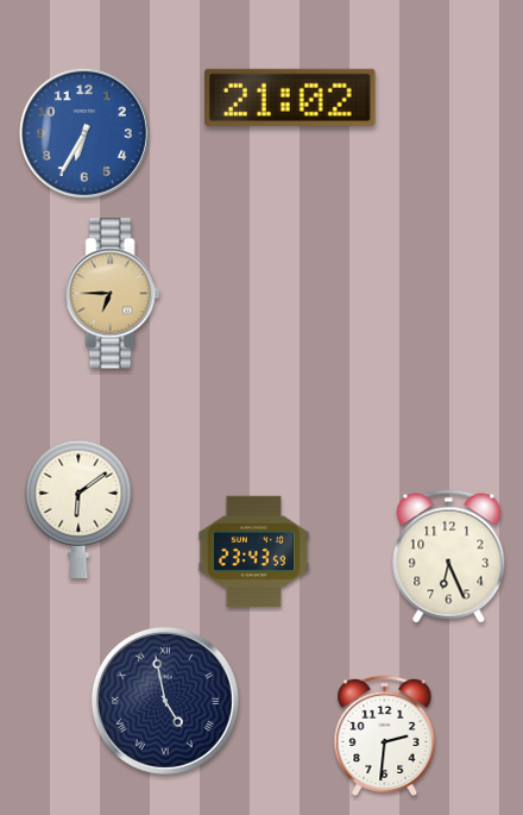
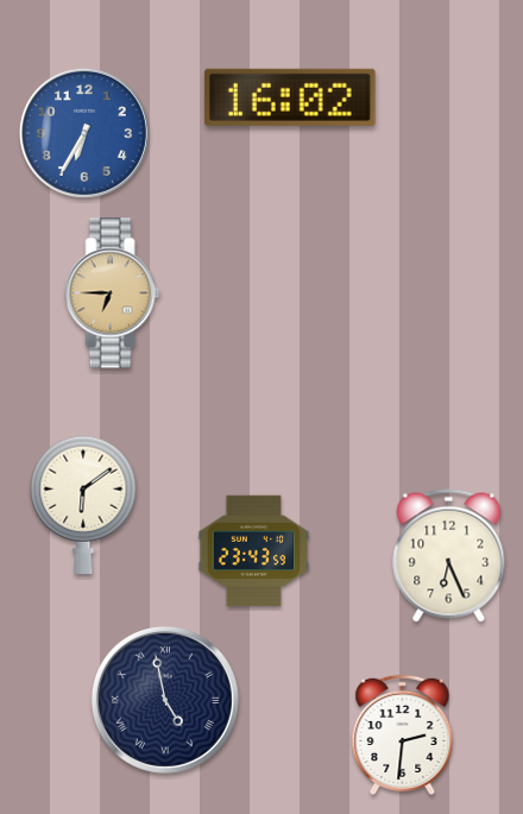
clock at (291, 98): 21:02 -> 16:02
clock at (78, 509) position: (78, 509) -> (83, 505)
clock at (385, 735) position: (385, 735) -> (403, 734)
